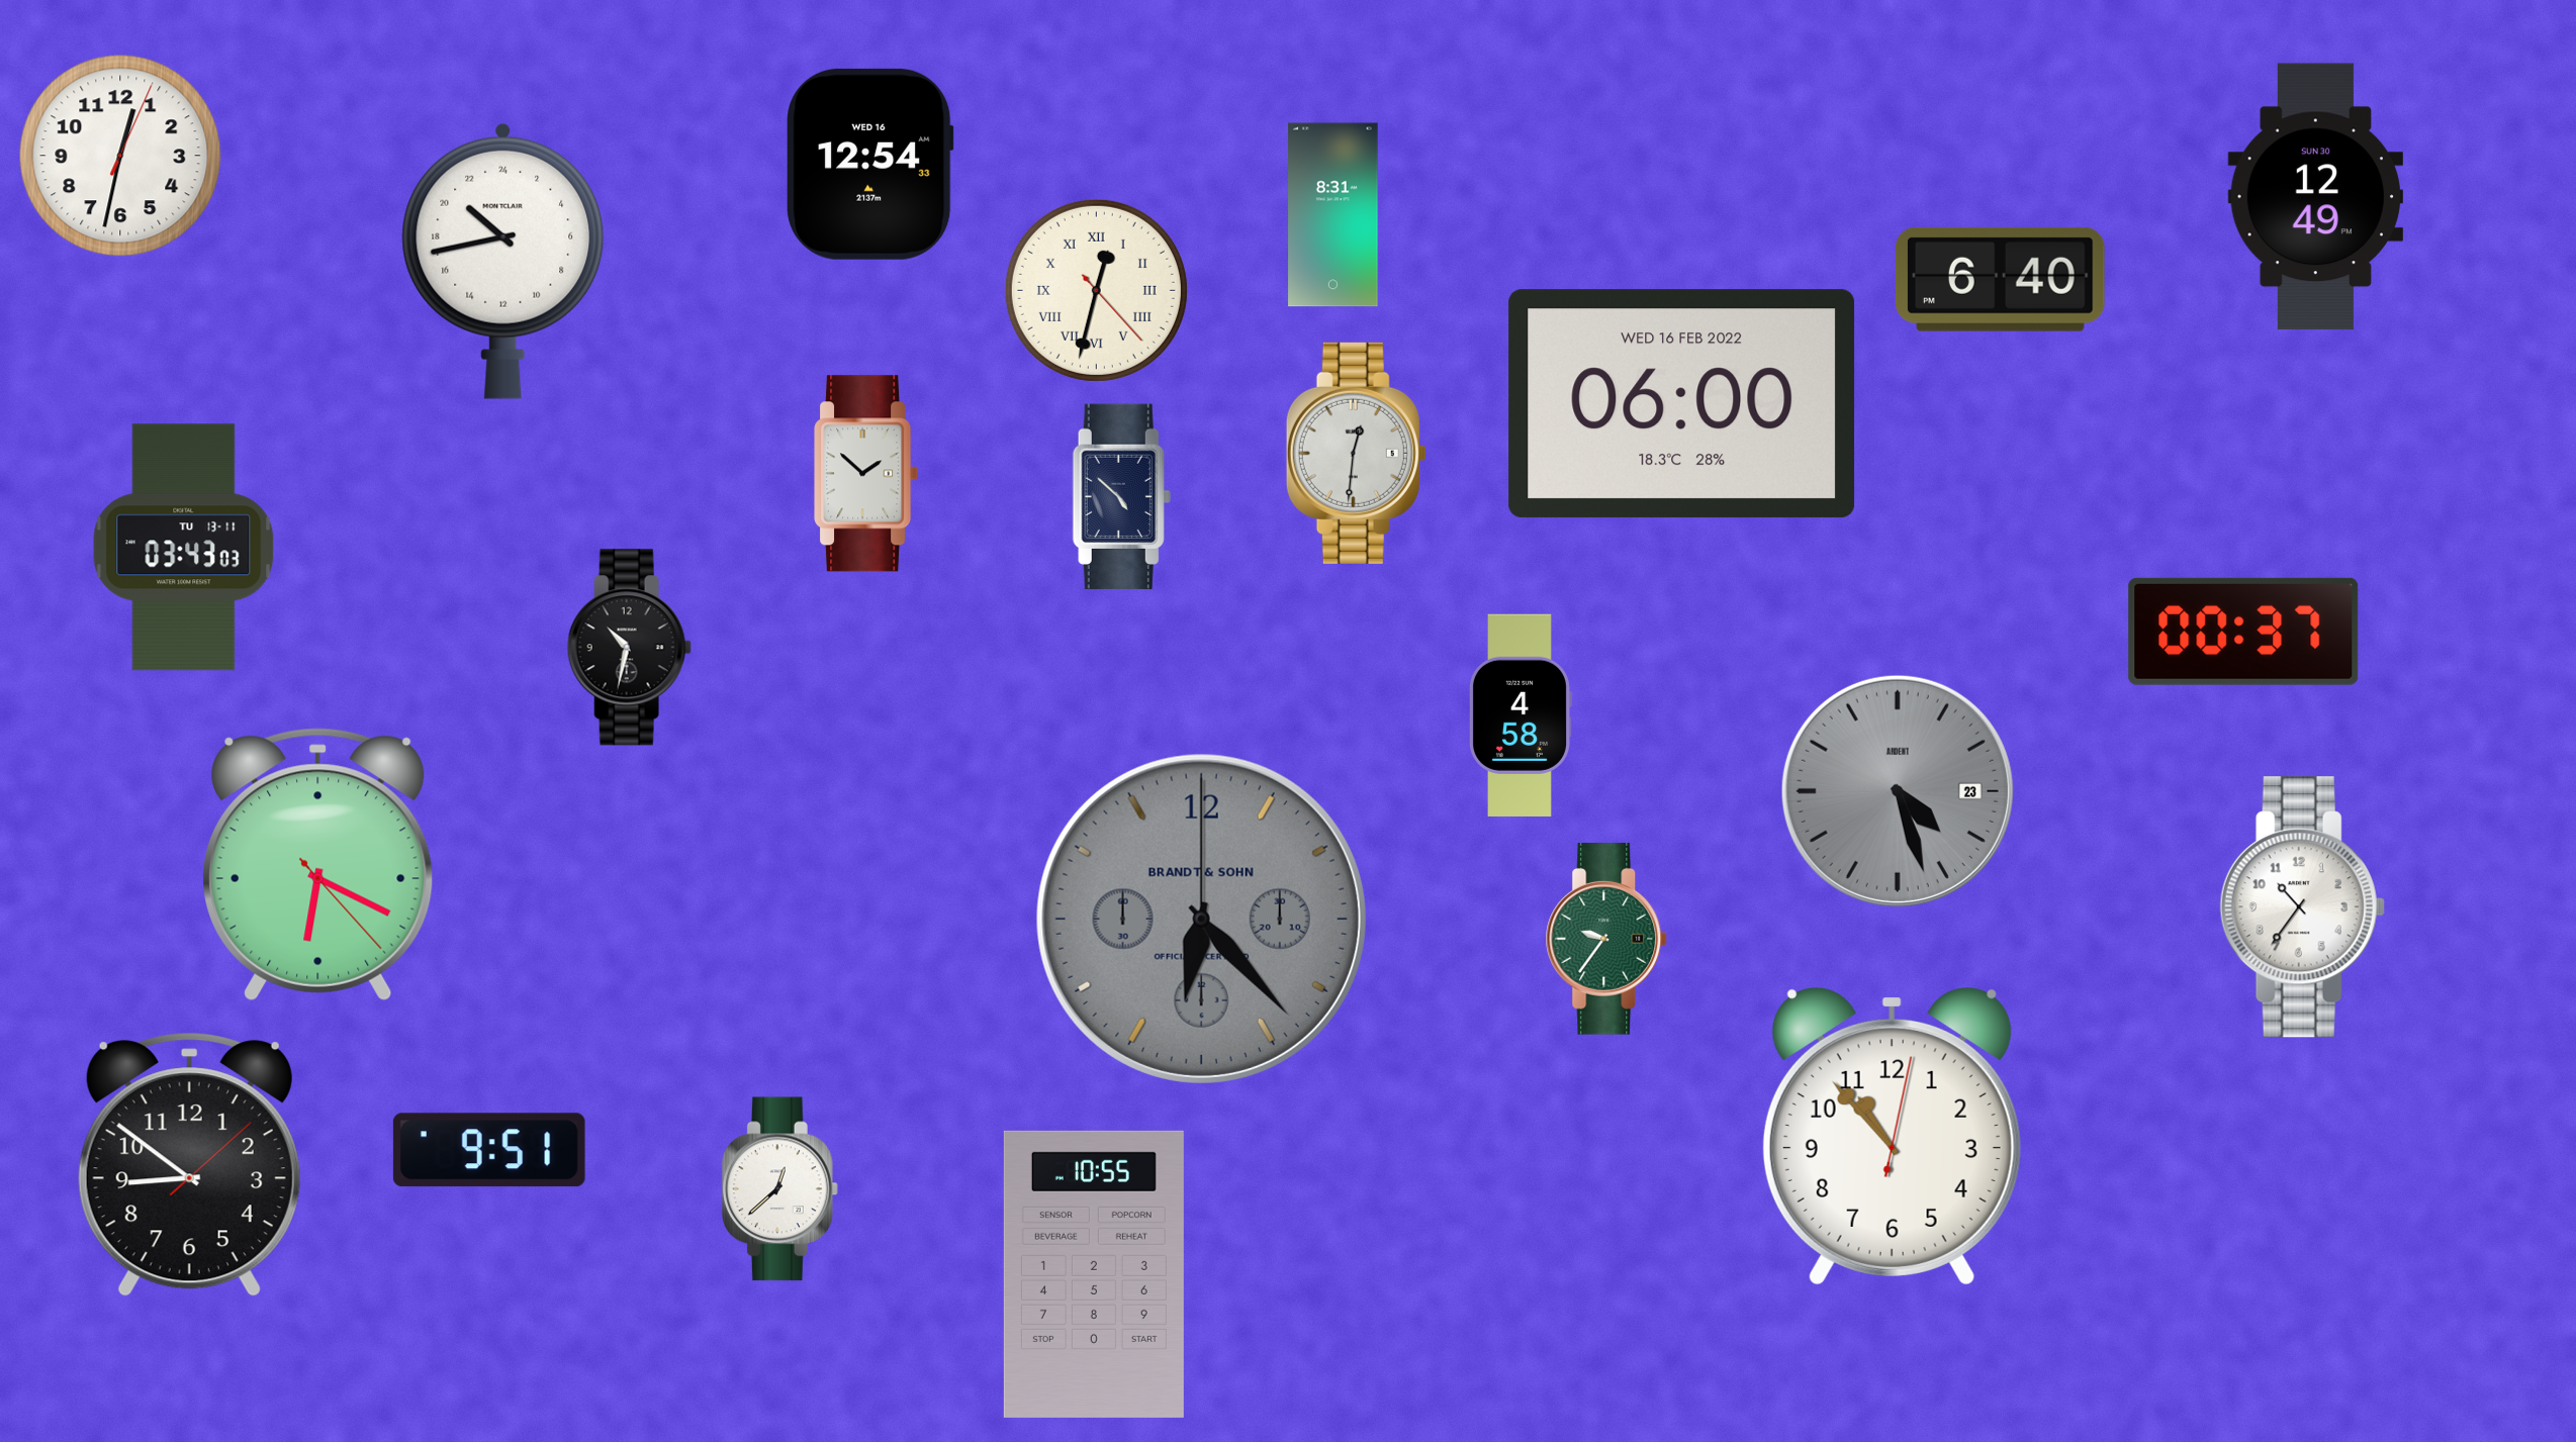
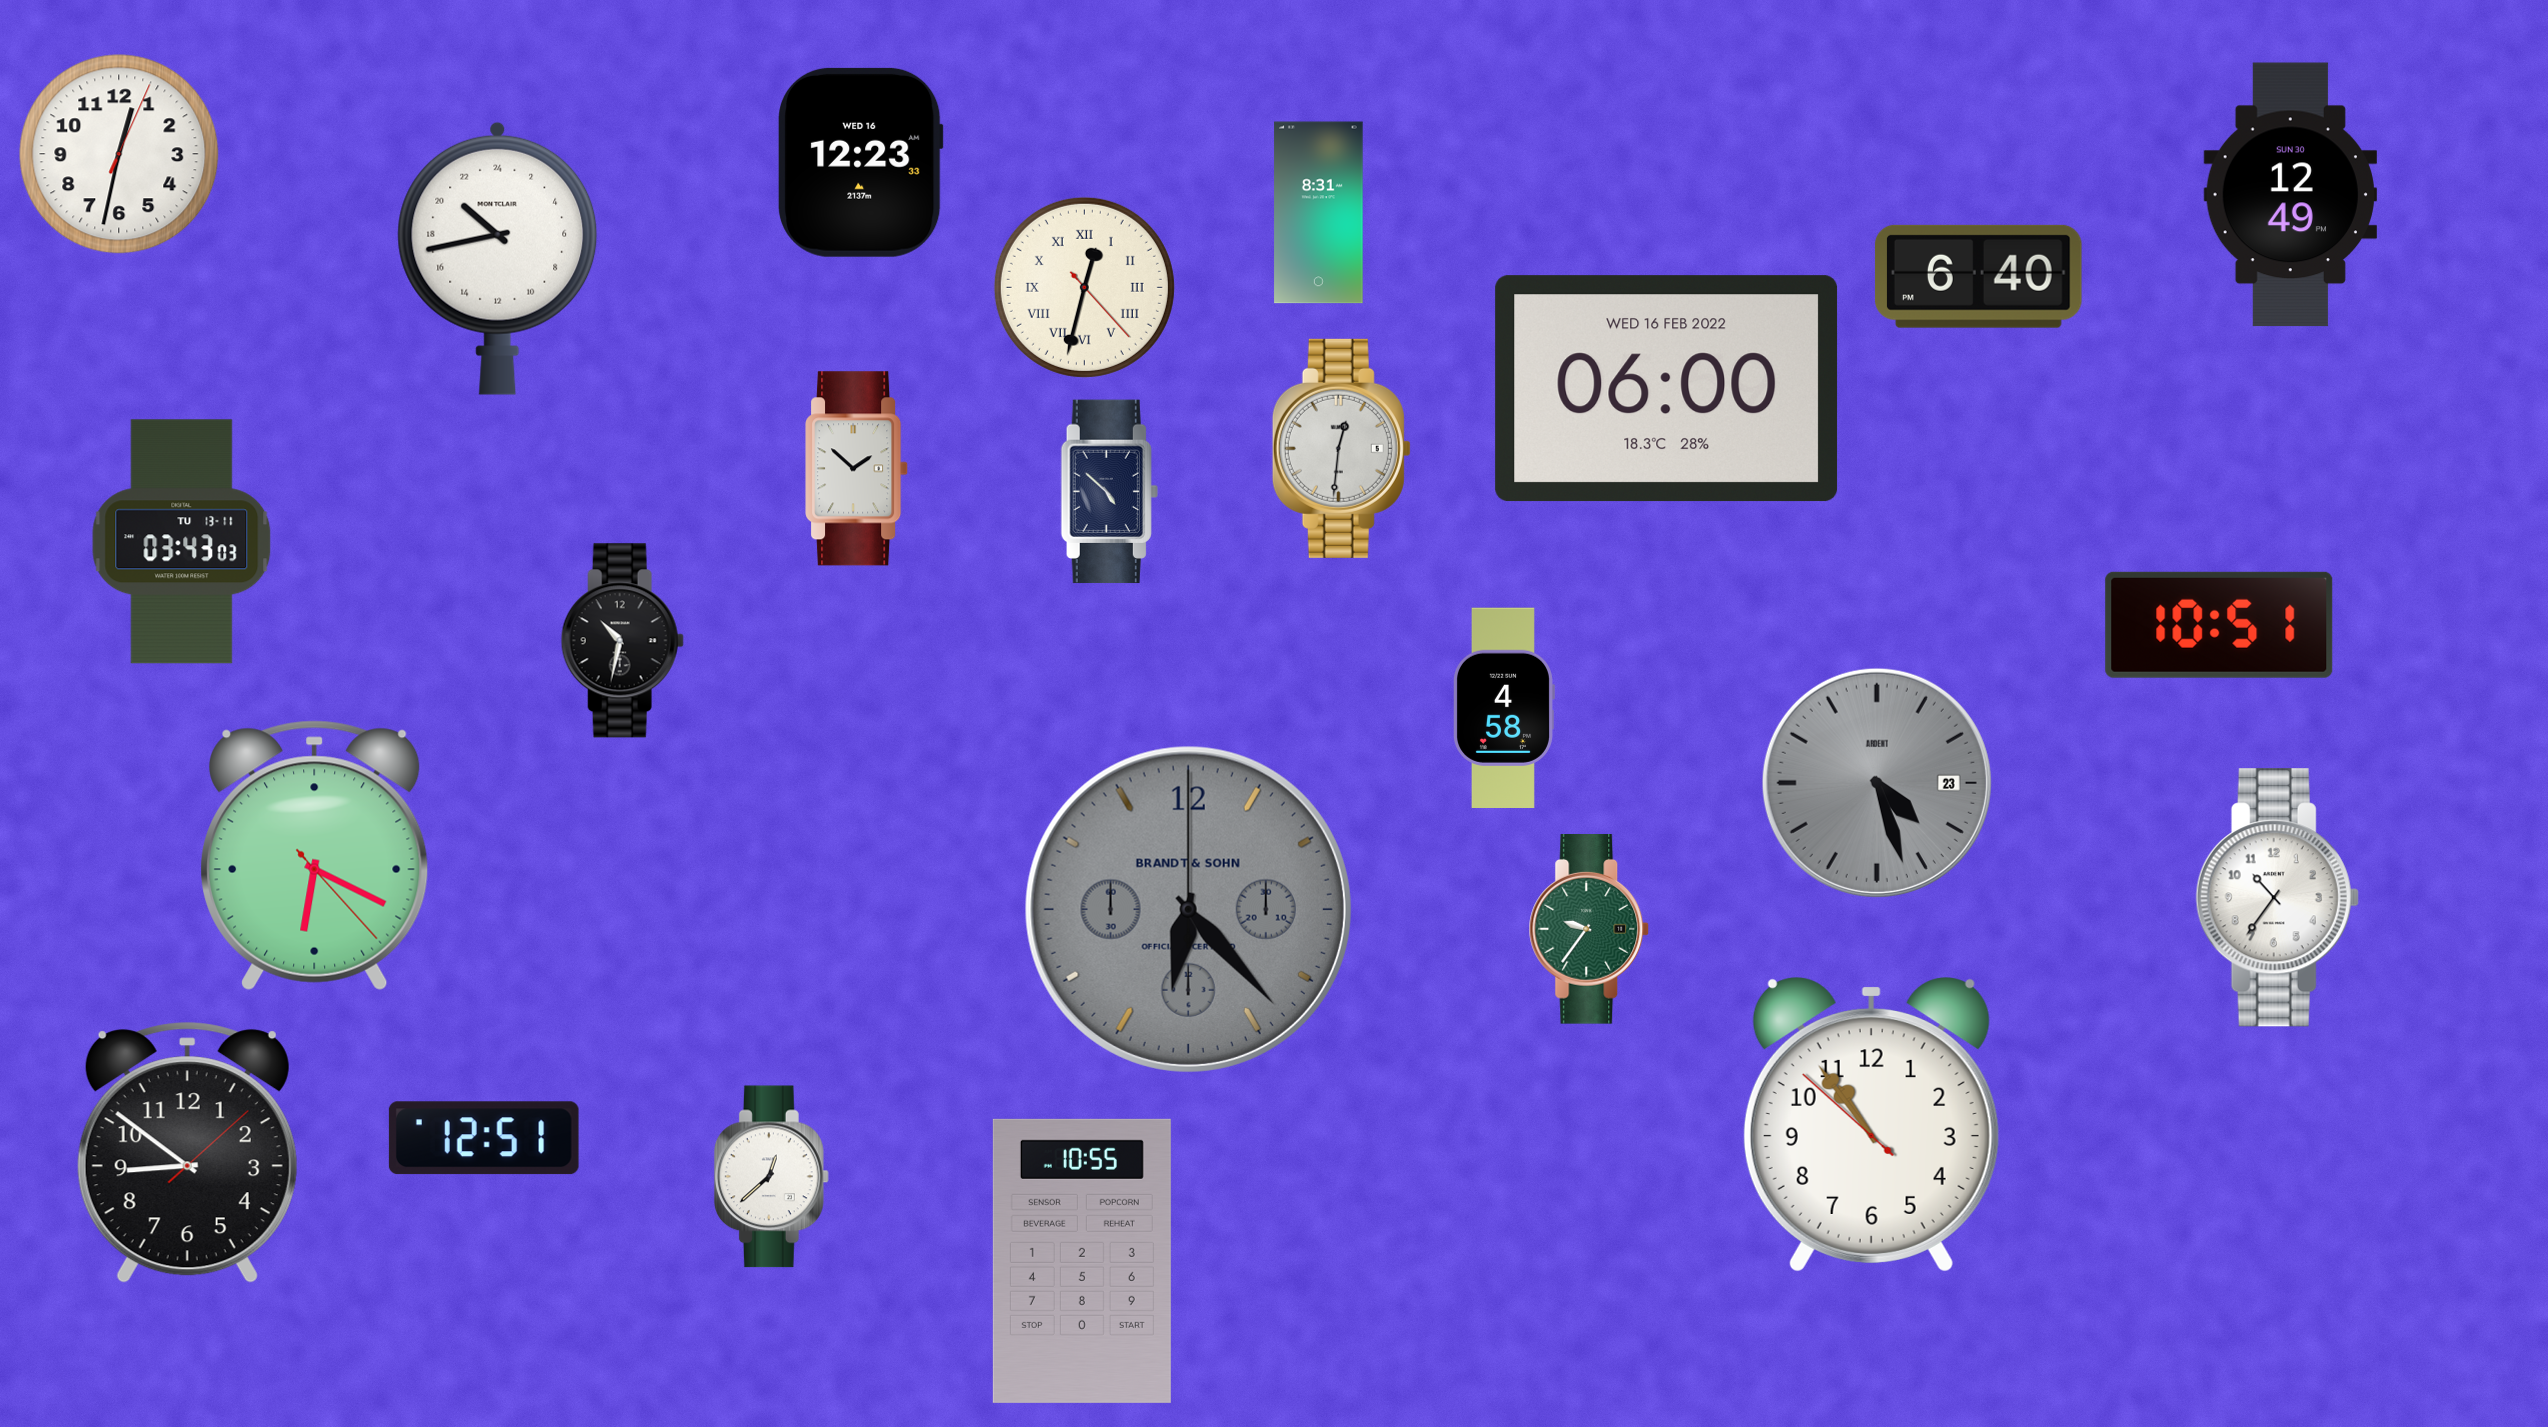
clock at (869, 164): 12:54 -> 12:23
clock at (1682, 404) position: (1682, 404) -> (1667, 389)
clock at (2243, 632): 00:37 -> 10:51
clock at (1892, 1137): 10:53:02 -> 10:53:52
clock at (489, 1150): 9:51 -> 12:51
